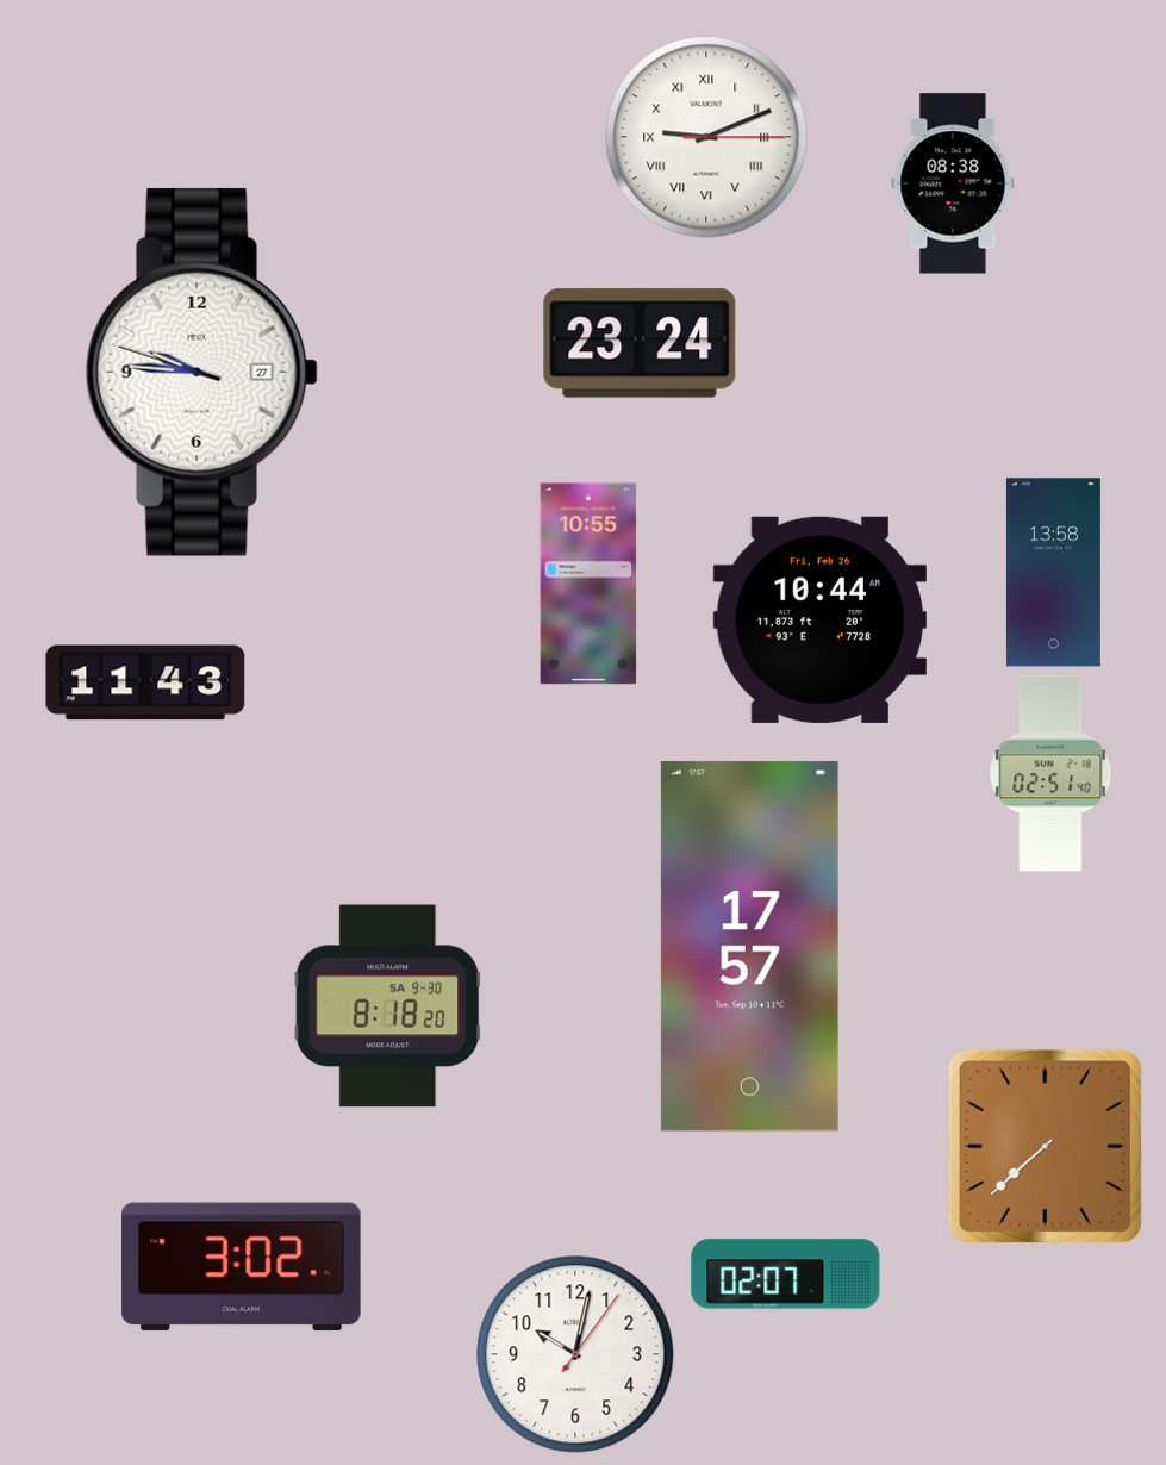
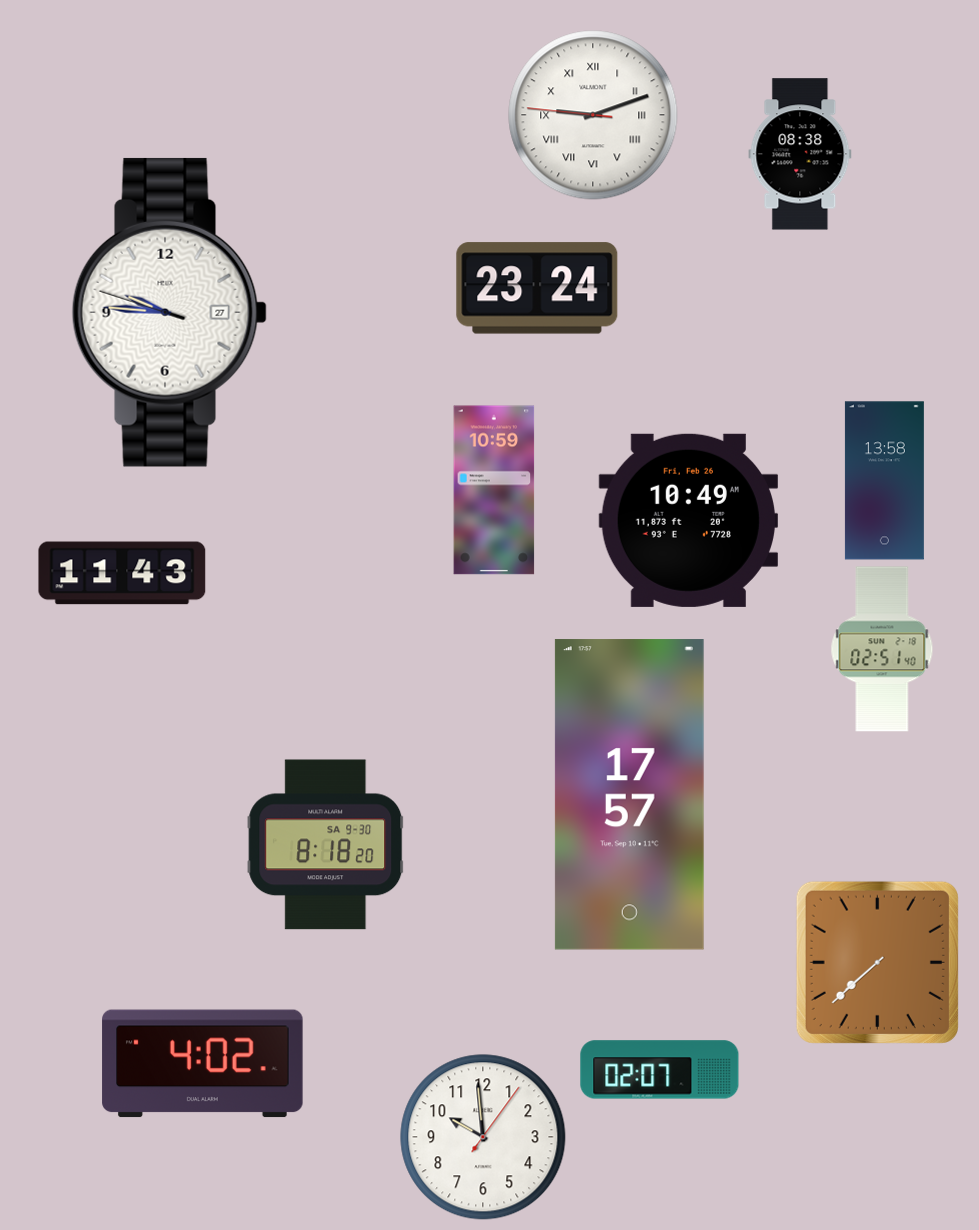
clock at (706, 137): 9:11:15 -> 9:11:46
clock at (588, 584): 10:55 -> 10:59
clock at (819, 619): 10:44 -> 10:49
clock at (242, 1267): 3:02 -> 4:02
clock at (575, 1354): 10:02 -> 9:59
